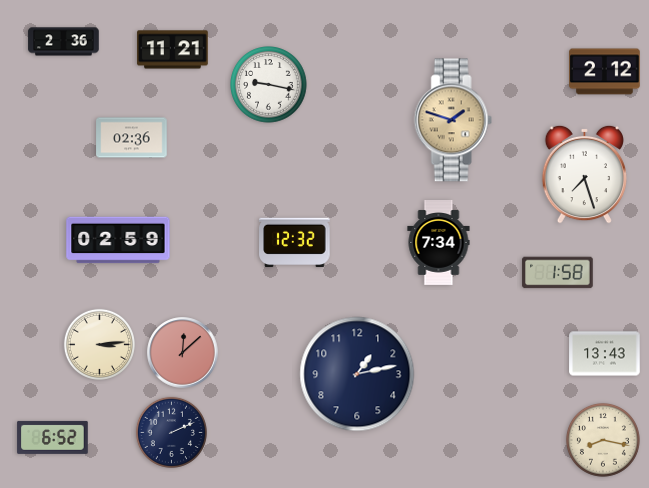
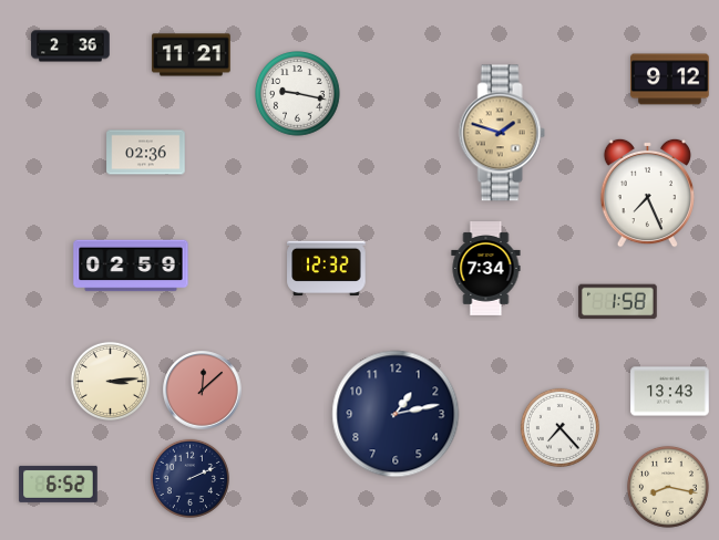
clock at (605, 72): 2:12 -> 9:12
clock at (584, 174): 7:27 -> 7:26
clock at (559, 427): none -> 7:23
